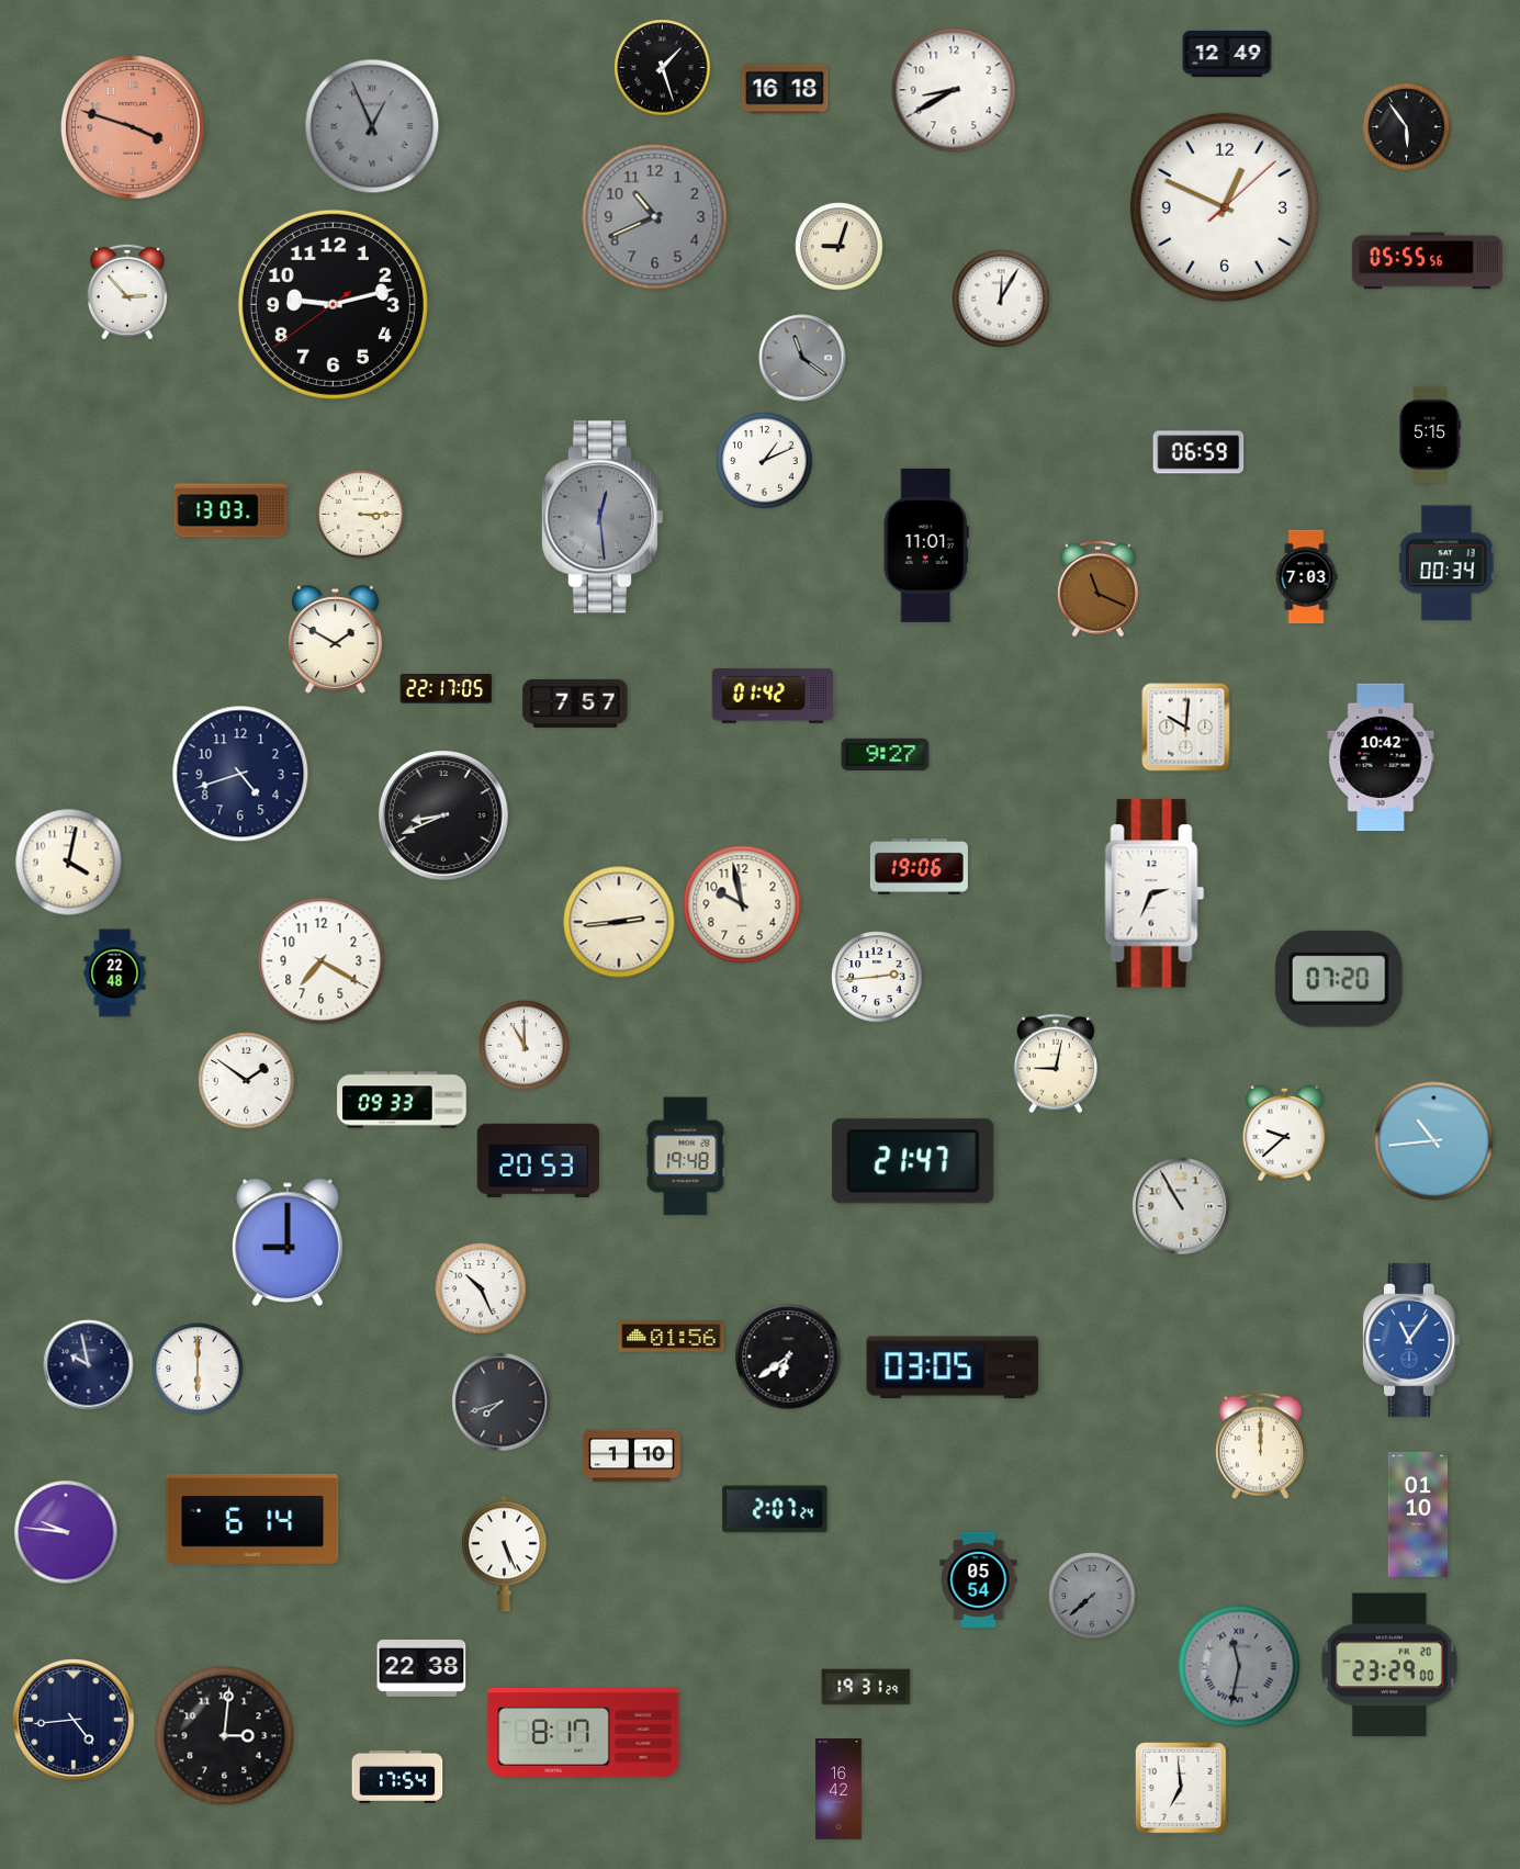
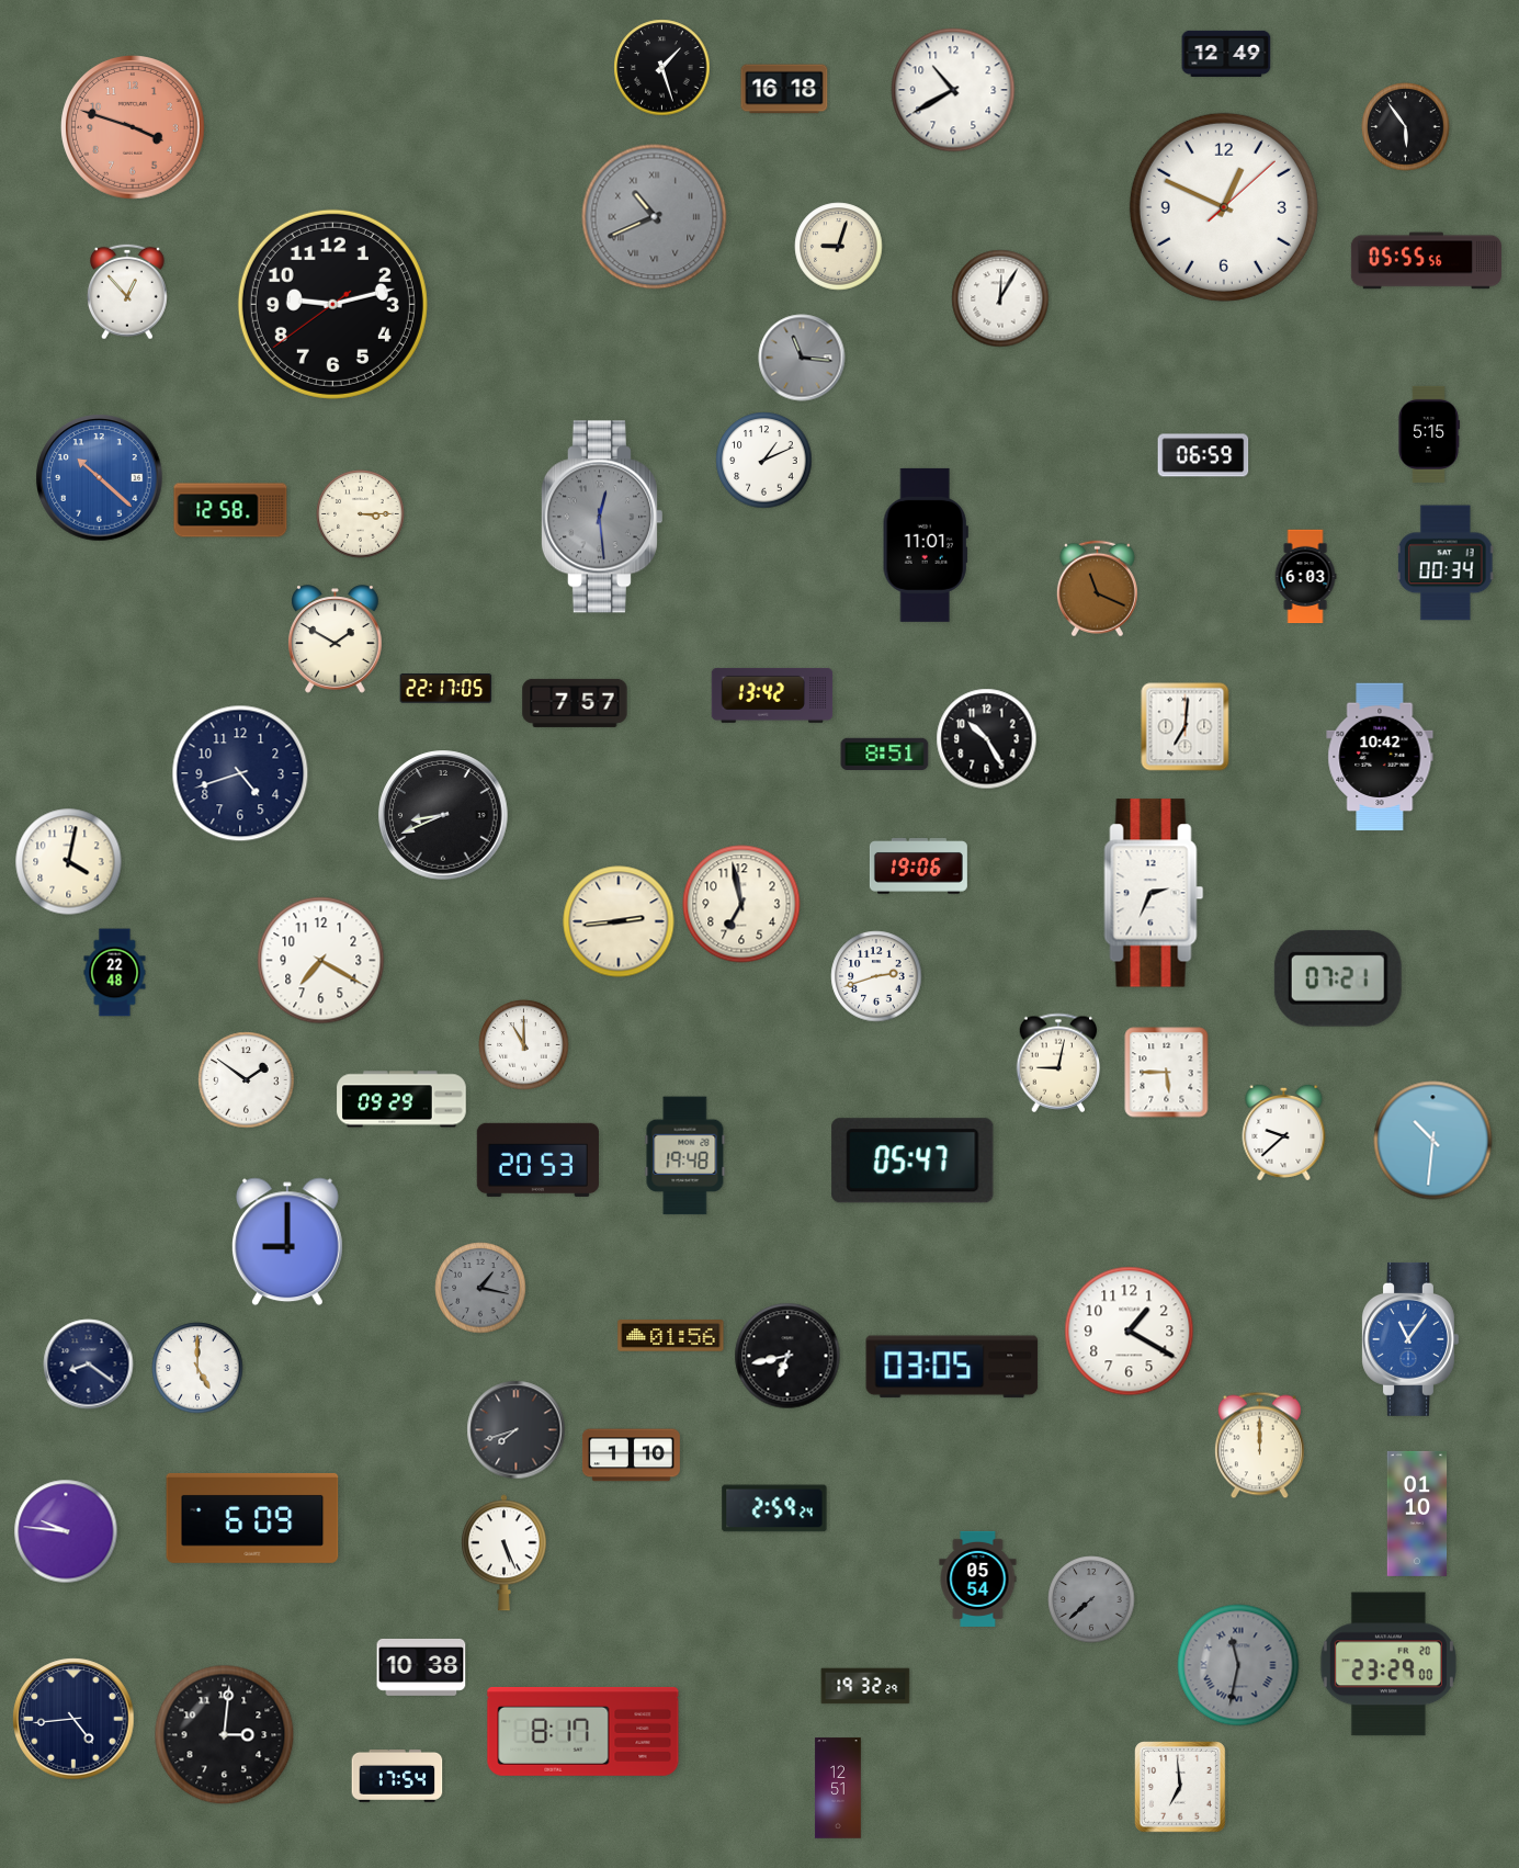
clock at (954, 90): 8:40 -> 10:40
clock at (372, 126): 12:56 -> none
clock at (655, 217) numerals: Arabic -> Roman
clock at (127, 292): 2:53 -> 12:53
clock at (802, 358): 11:21 -> 11:16
clock at (1198, 452) position: (1198, 452) -> (1203, 455)
clock at (100, 478): none -> 10:22
clock at (230, 510): 13:03 -> 12:58
clock at (1306, 577): 7:03 -> 6:03
clock at (773, 696): 01:42 -> 13:42
clock at (1186, 728): 10:01 -> 7:01
clock at (987, 739): none -> 10:25
clock at (886, 754): 9:27 -> 8:51
clock at (742, 904): 9:58 -> 6:58
clock at (877, 977): 2:44 -> 2:42
clock at (1339, 979): 07:20 -> 07:21
clock at (1056, 1063) position: (1056, 1063) -> (1058, 1063)
clock at (1167, 1073): none -> 5:45
clock at (402, 1100): 09:33 -> 09:29
clock at (1434, 1141): 10:44 -> 10:31
clock at (913, 1161): 21:47 -> 05:47
clock at (1181, 1206): 10:55 -> none
clock at (481, 1288): 10:26 -> 1:17
clock at (481, 1288) dial: white -> grey
clock at (1130, 1332): none -> 1:20
clock at (788, 1356): 6:39 -> 6:43
clock at (89, 1365): 9:58 -> 8:21
clock at (198, 1369): 6:00 -> 5:00
clock at (502, 1403) position: (502, 1403) -> (517, 1430)
clock at (775, 1509): 2:07 -> 2:59
clock at (252, 1519): 6:14 -> 6:09
clock at (1092, 1596) position: (1092, 1596) -> (1091, 1599)
clock at (421, 1668): 22:38 -> 10:38
clock at (866, 1687): 19:31 -> 19:32
clock at (838, 1789): 16:42 -> 12:51
